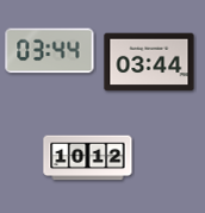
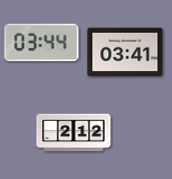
clock at (149, 62): 03:44 -> 03:41
clock at (88, 158): 10:12 -> 2:12
